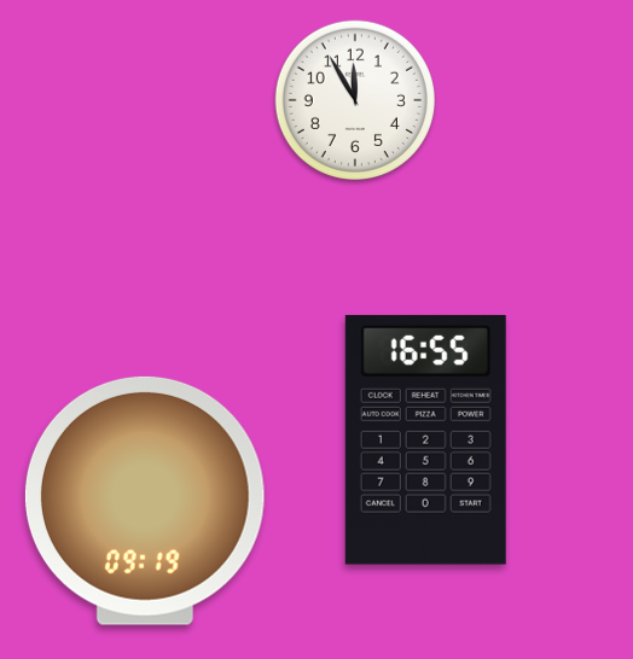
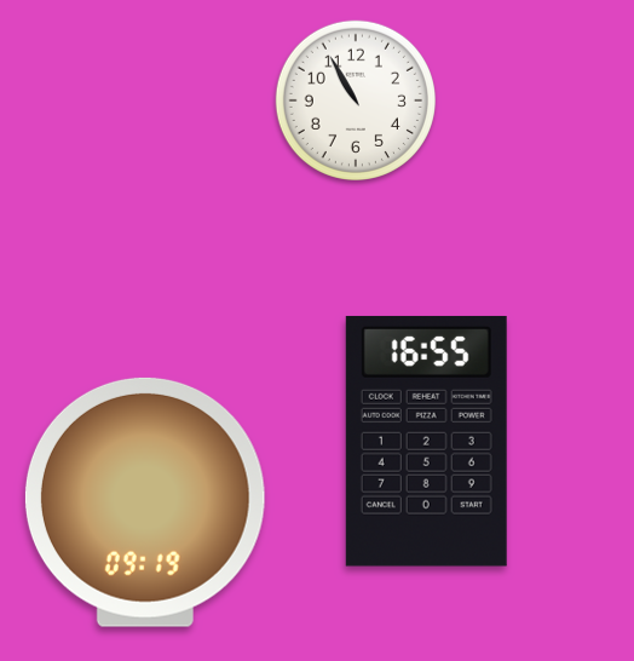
clock at (355, 100): 11:55 -> 10:55
